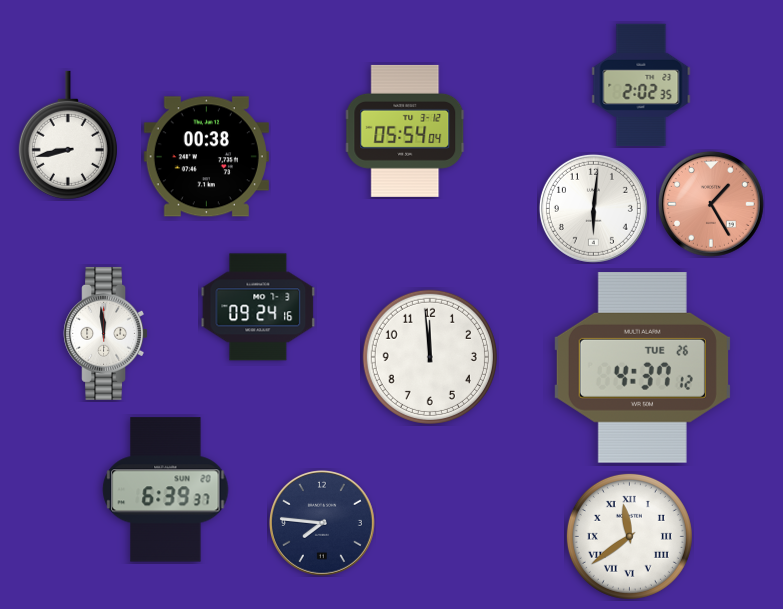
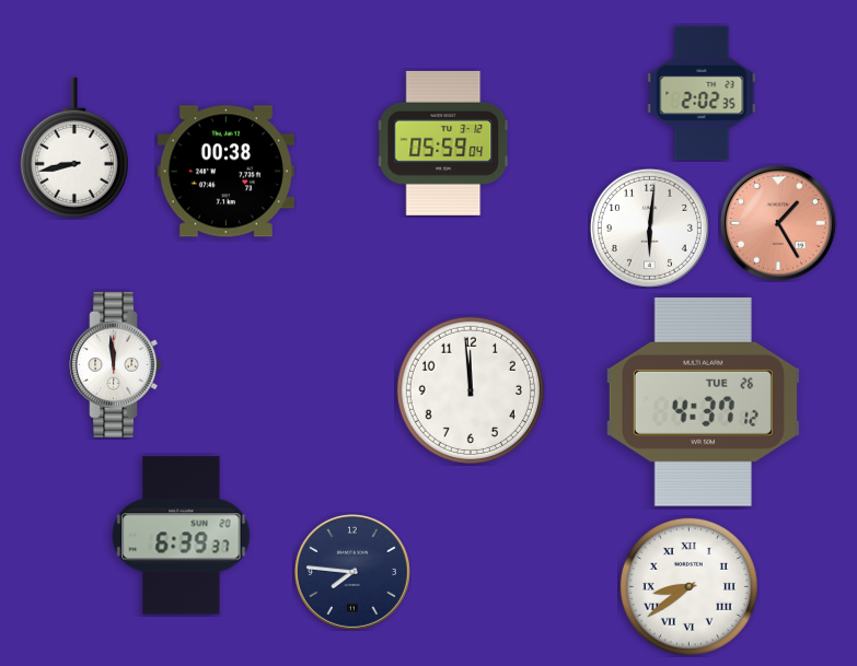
clock at (406, 131): 05:54 -> 05:59
clock at (258, 307): 09:24 -> none
clock at (629, 536): 11:39 -> 8:39
